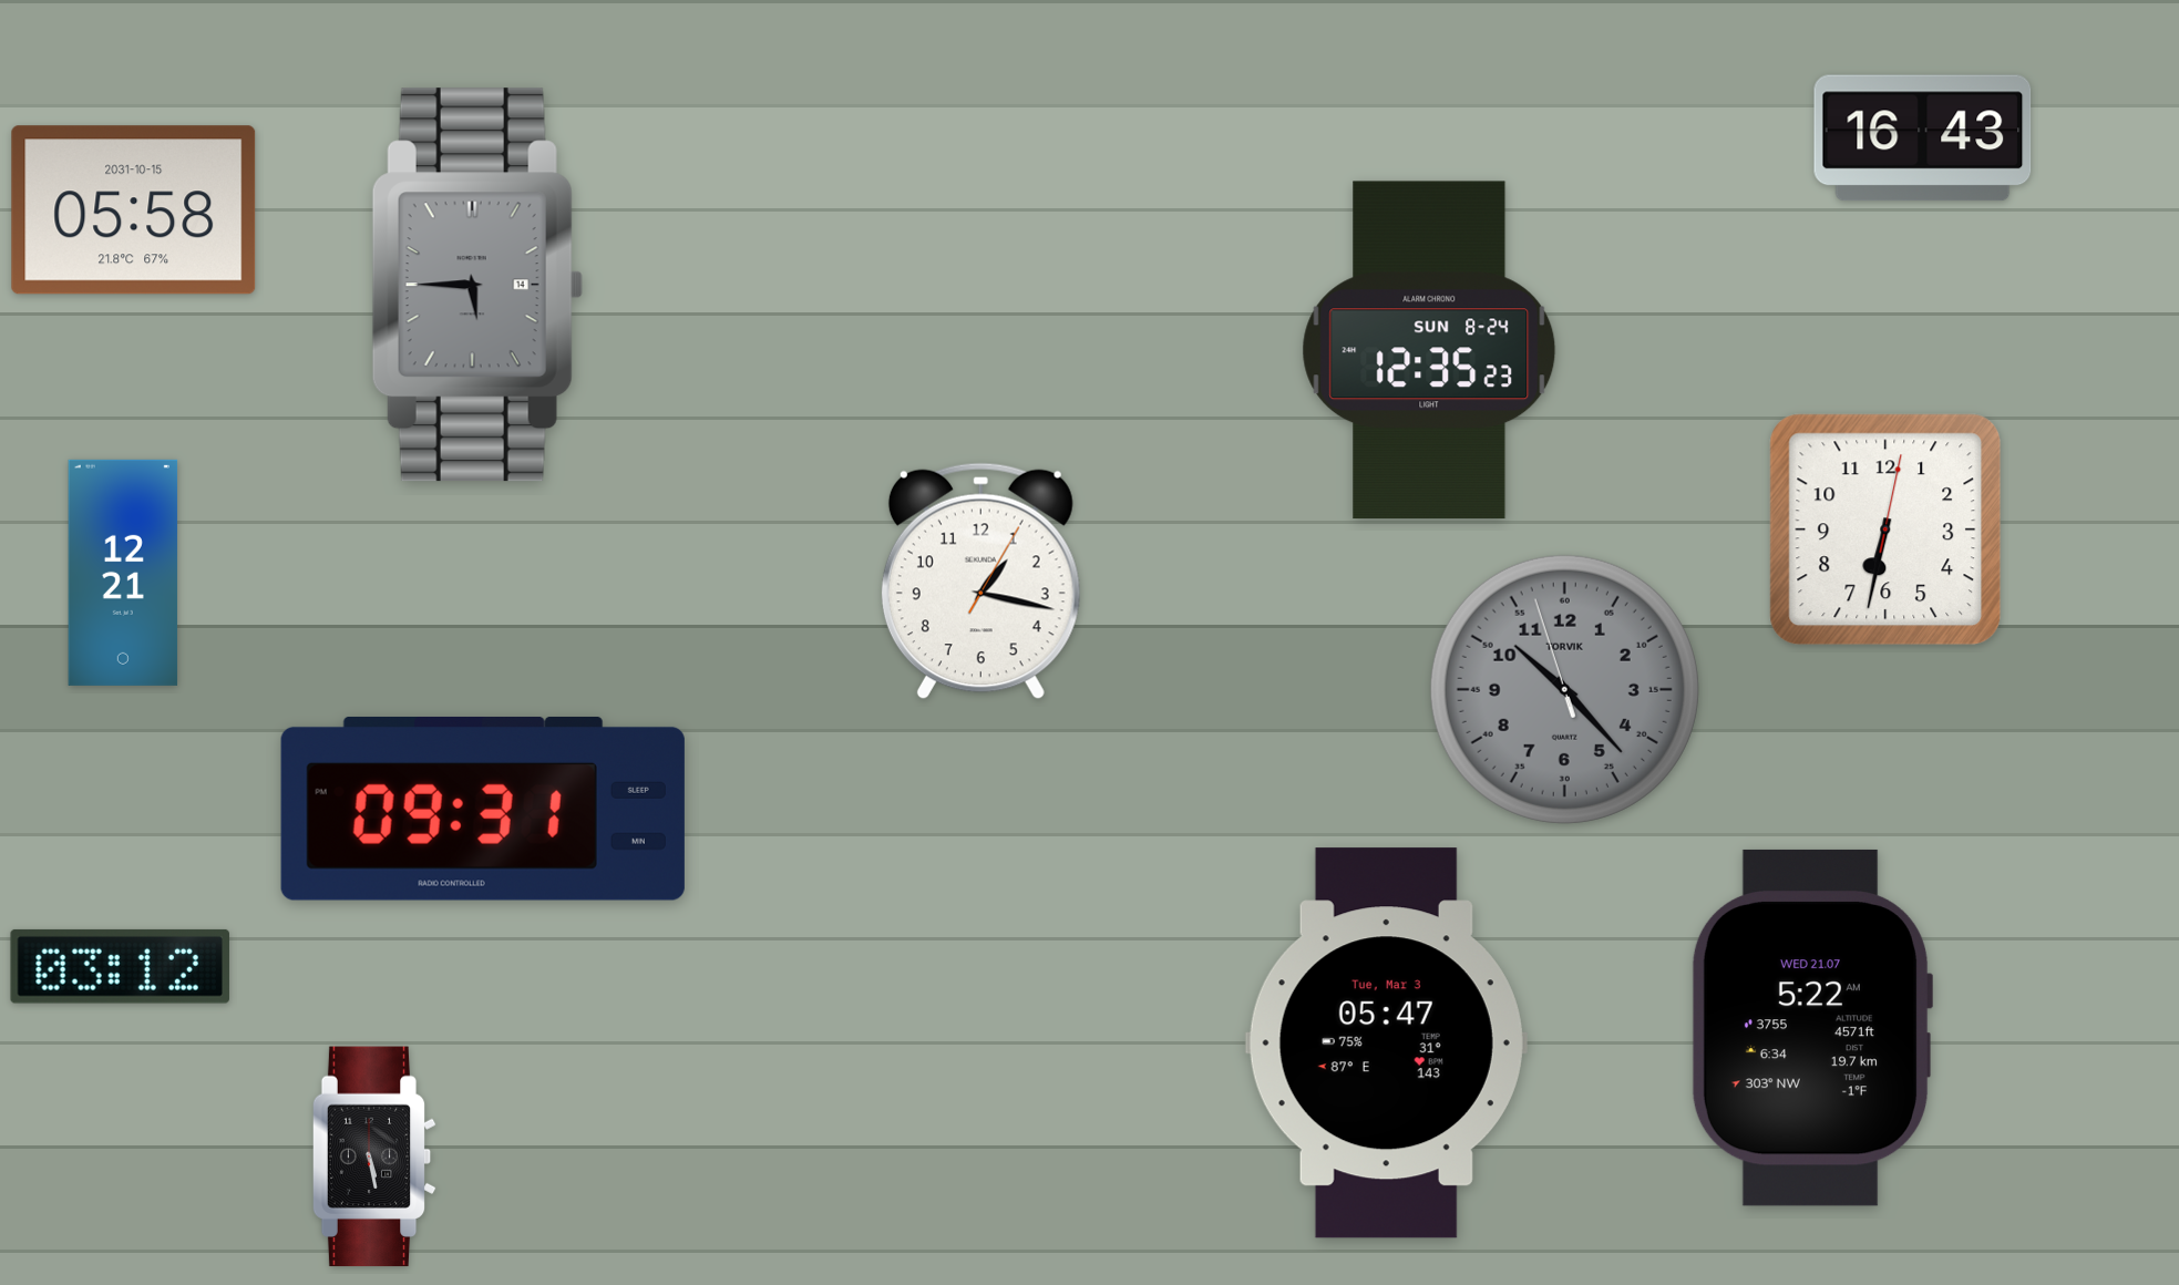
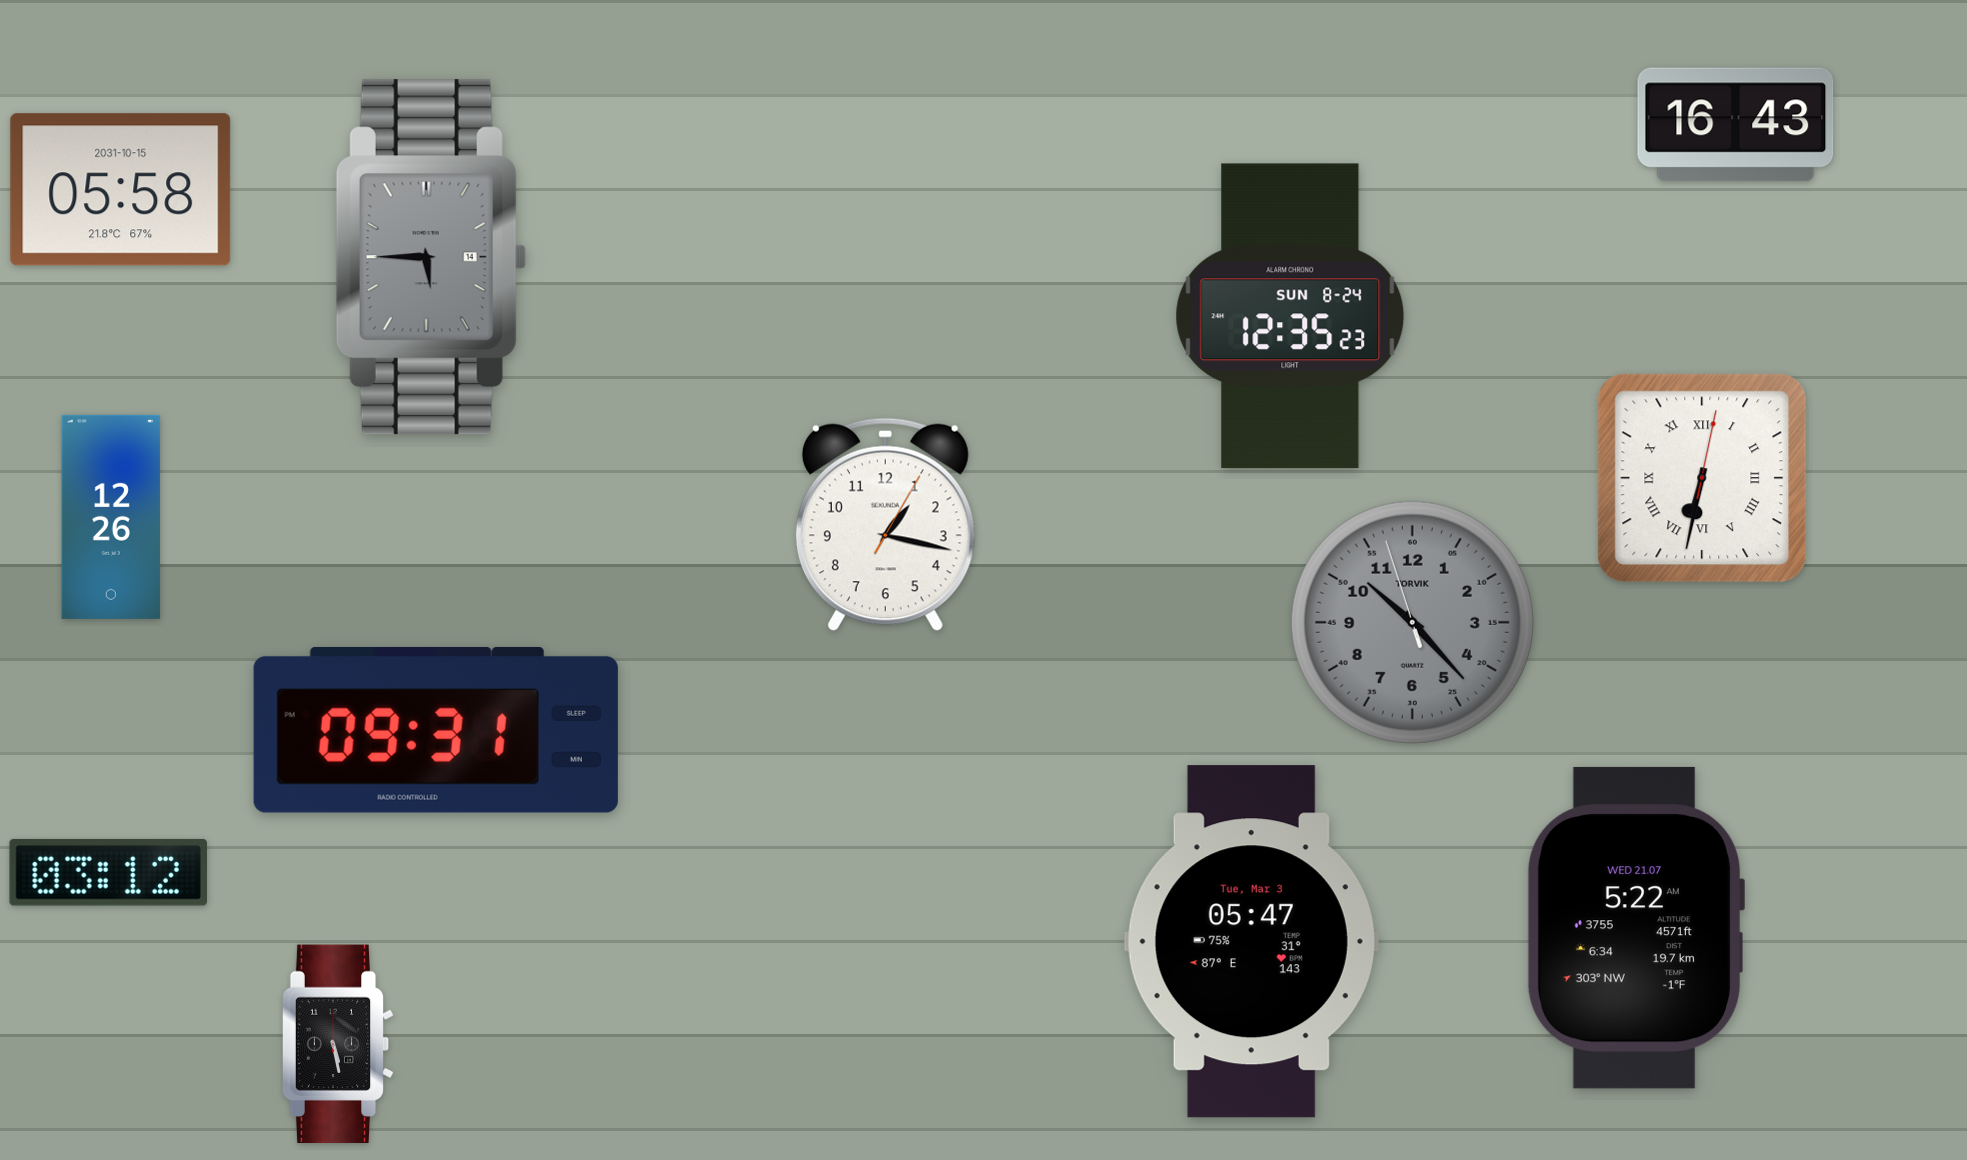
clock at (1885, 530) numerals: Arabic -> Roman
clock at (123, 573): 12:21 -> 12:26
